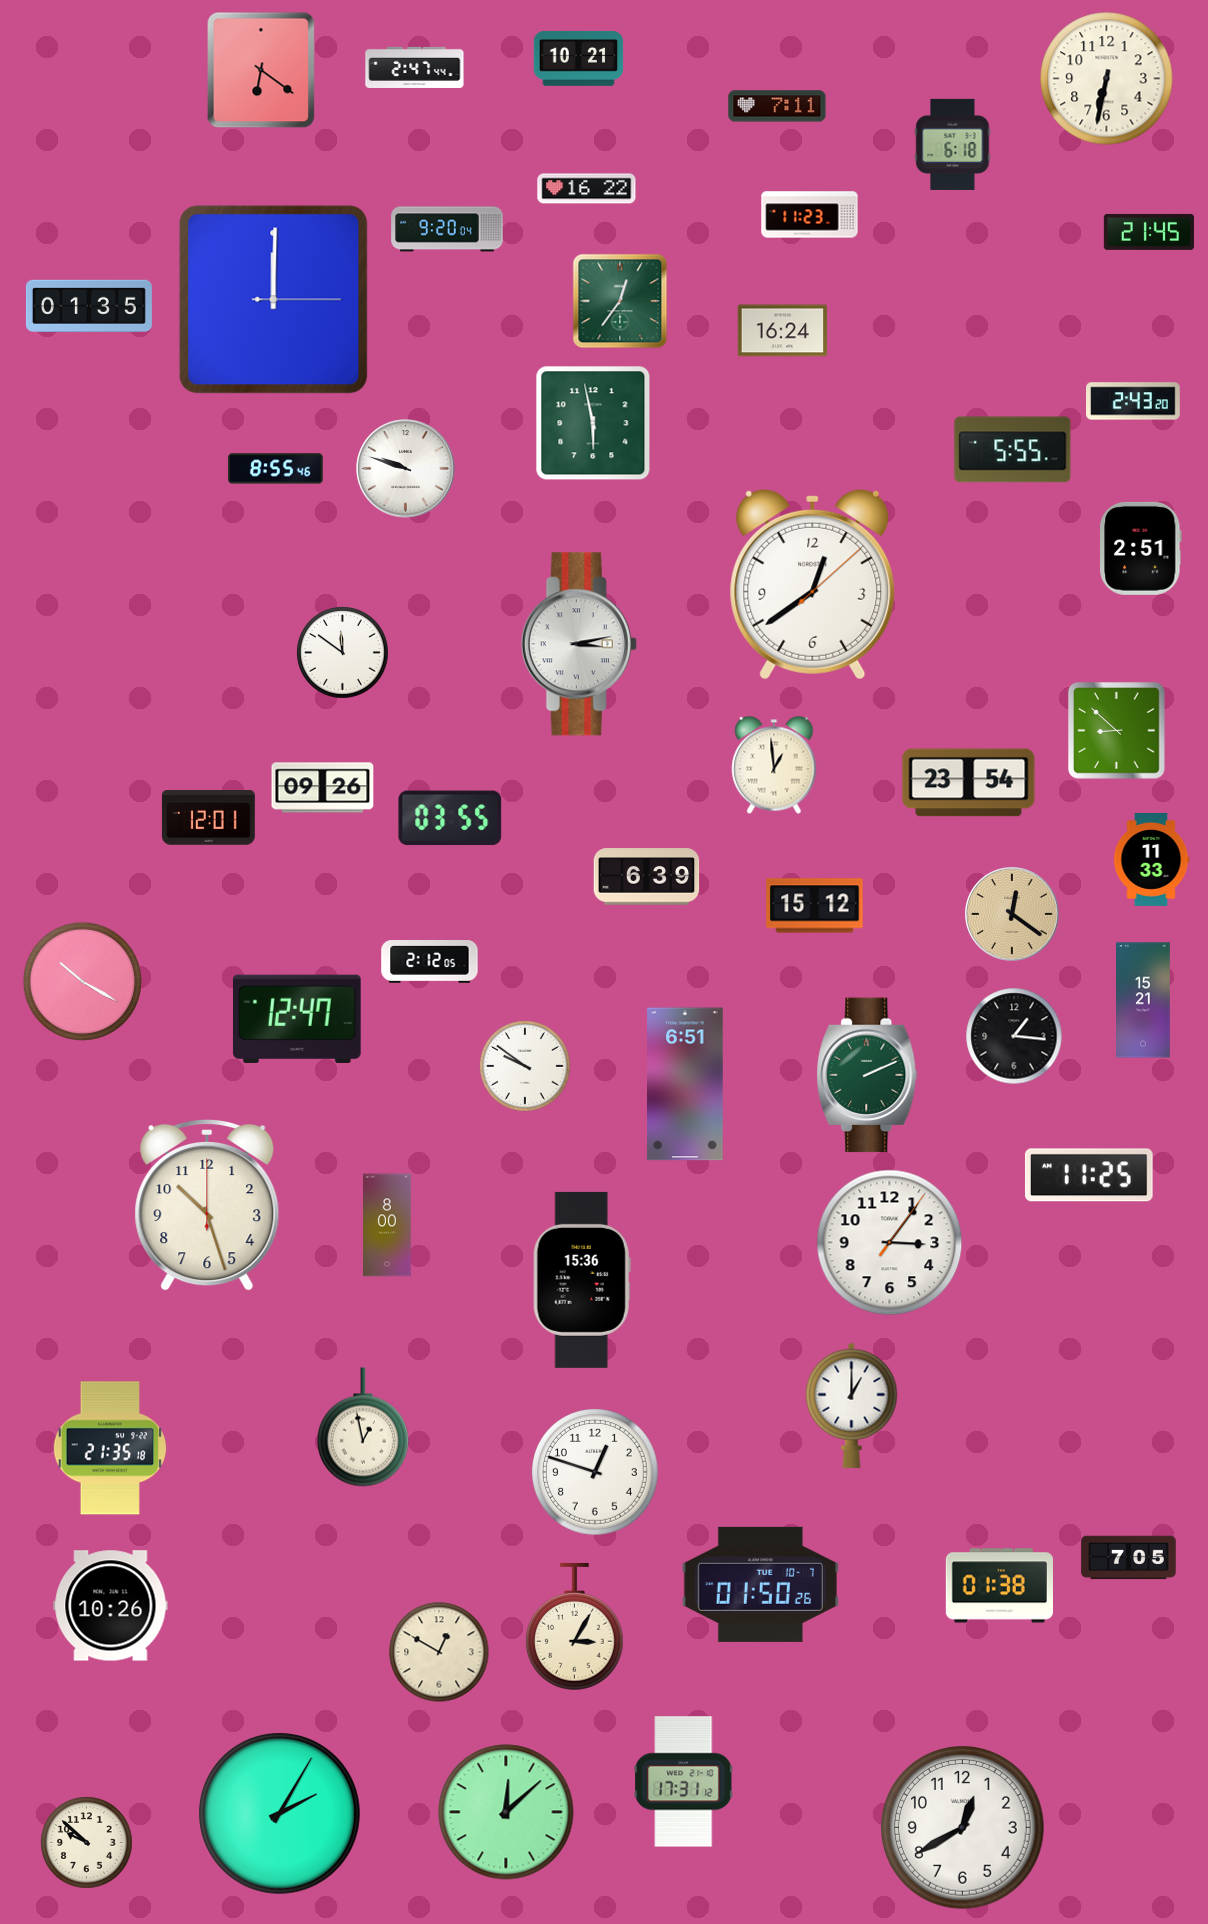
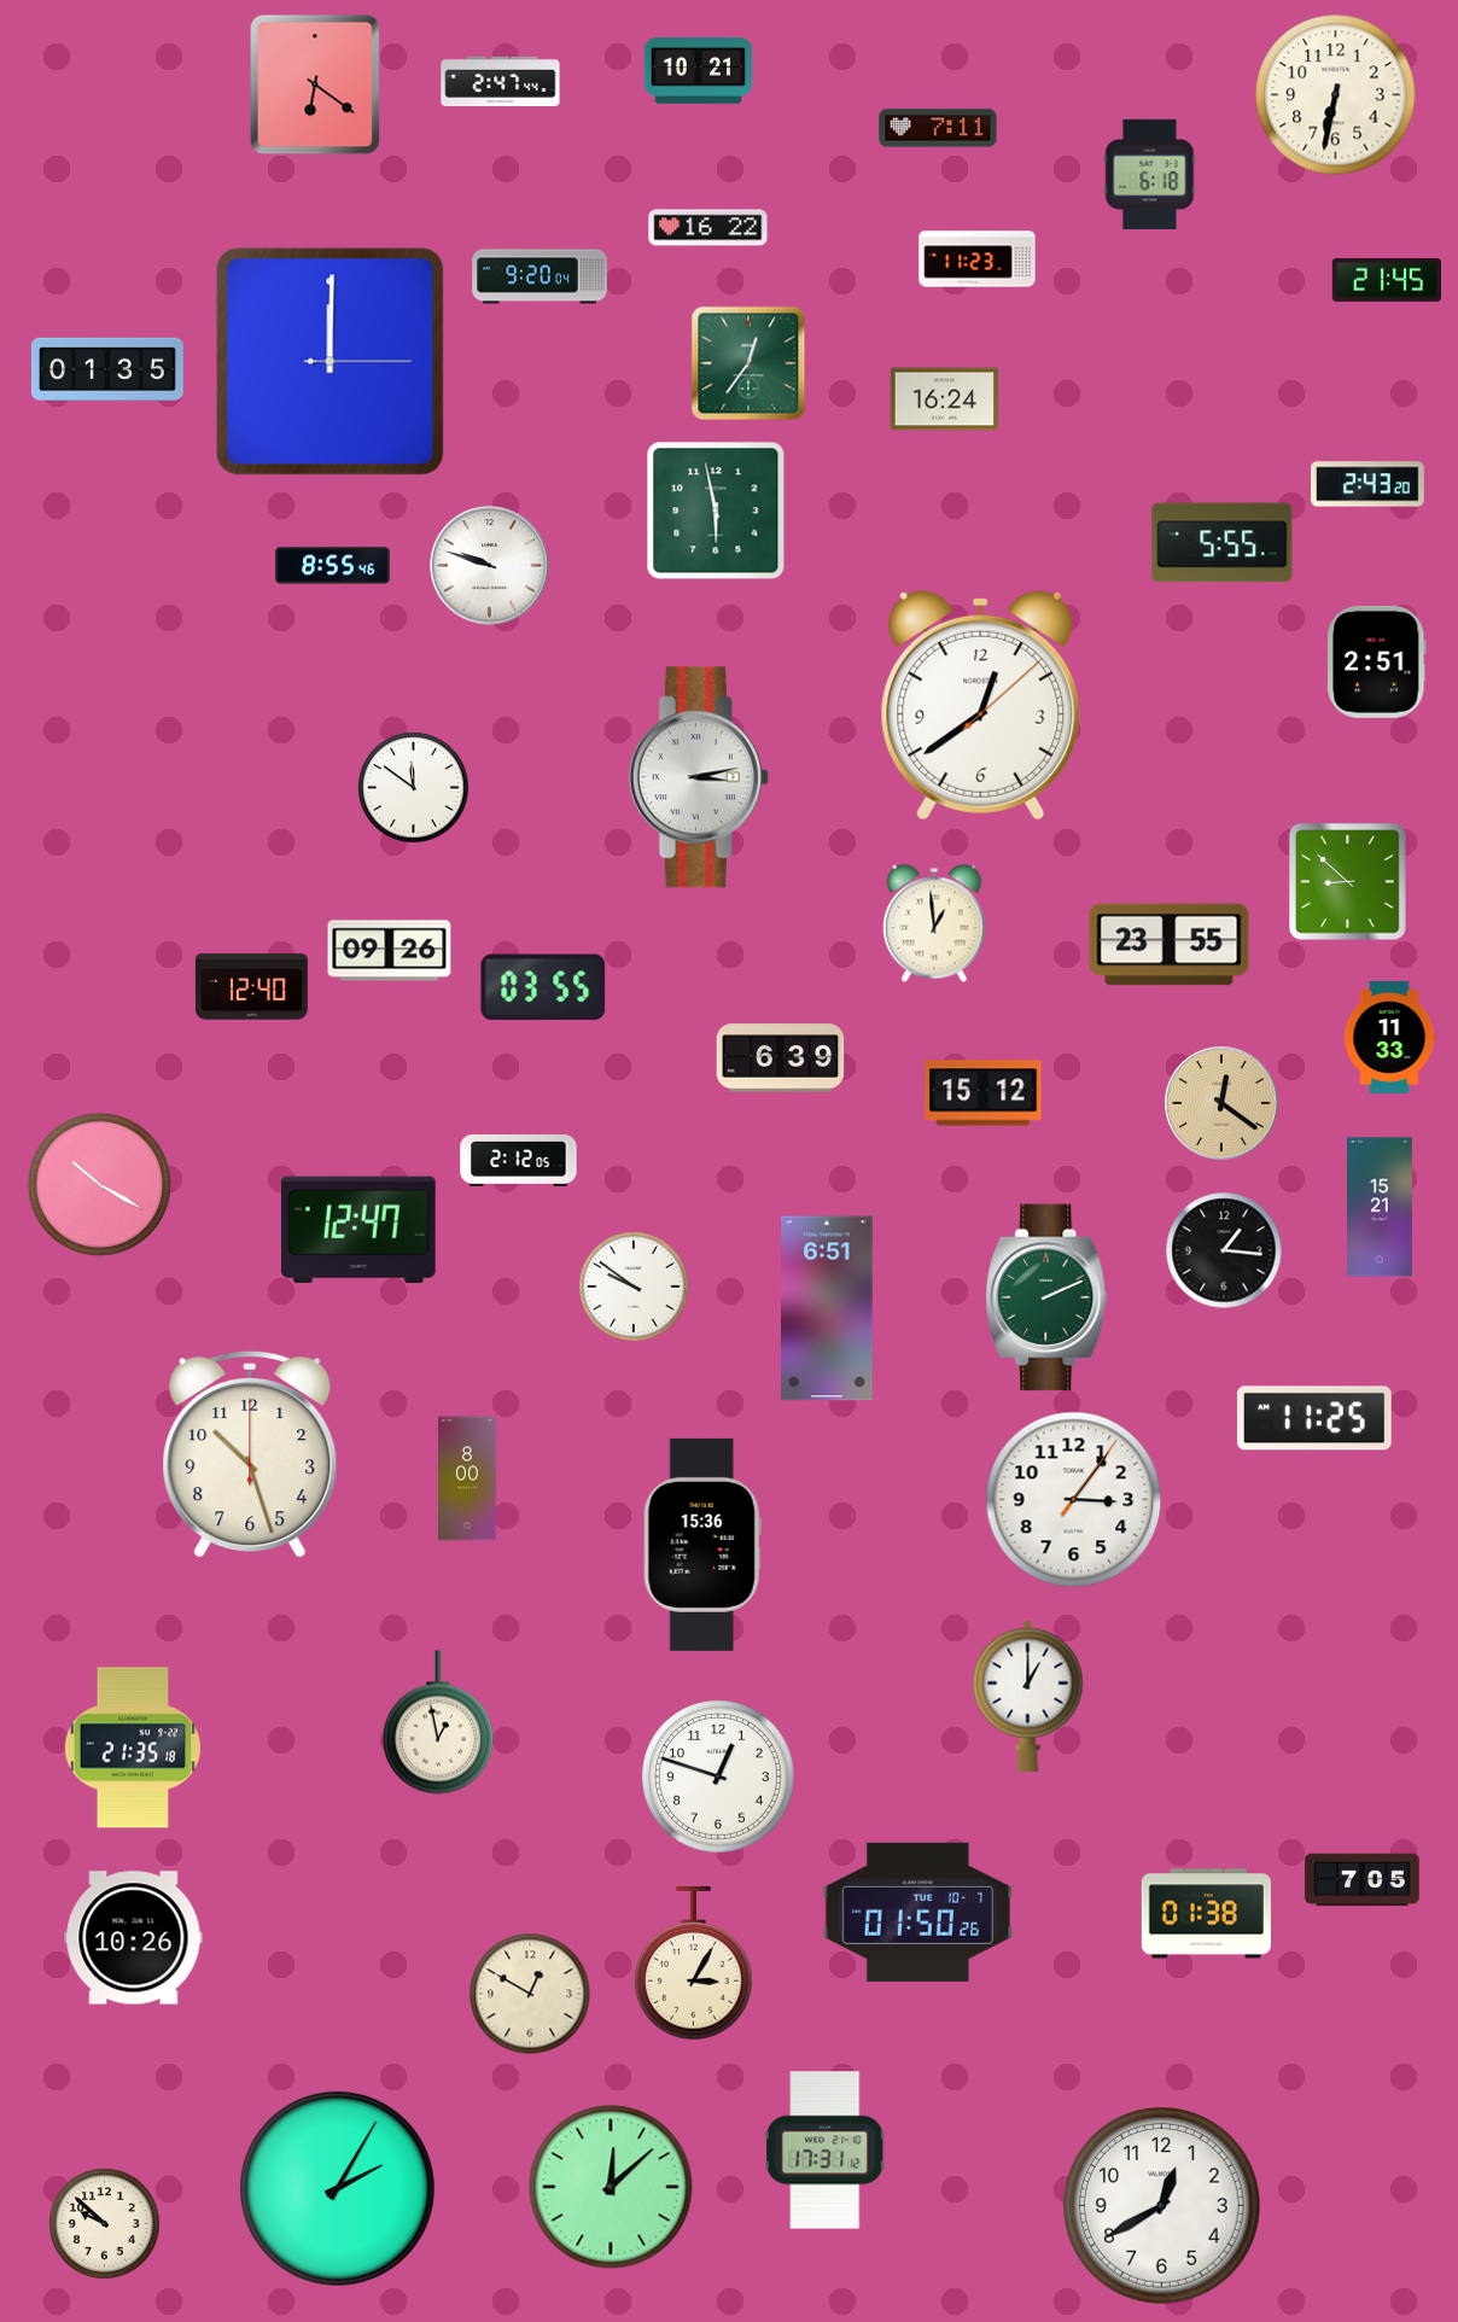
clock at (969, 783): 23:54 -> 23:55
clock at (208, 818): 12:01 -> 12:40
